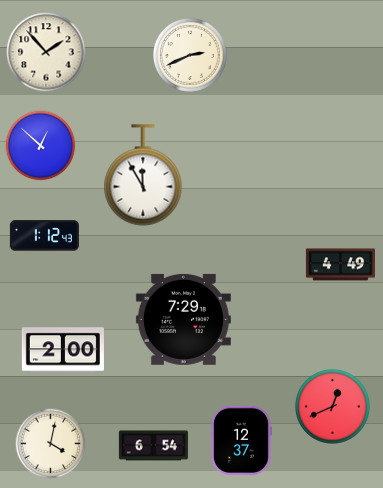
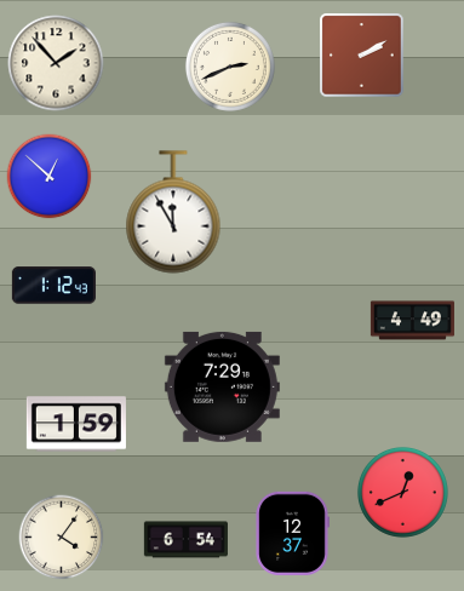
clock at (362, 56): none -> 2:10
clock at (63, 350): 2:00 -> 1:59
clock at (51, 444): 4:02 -> 4:06
